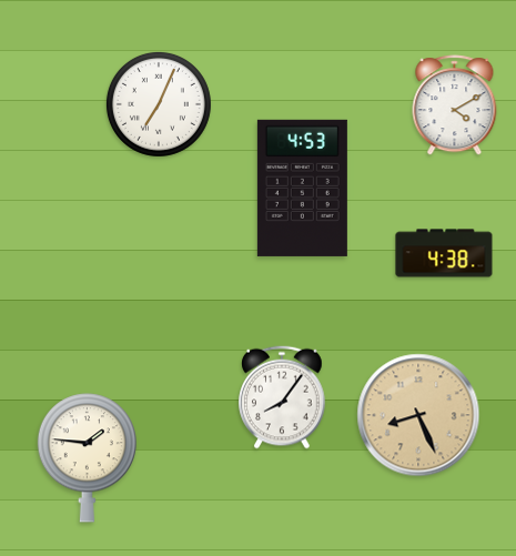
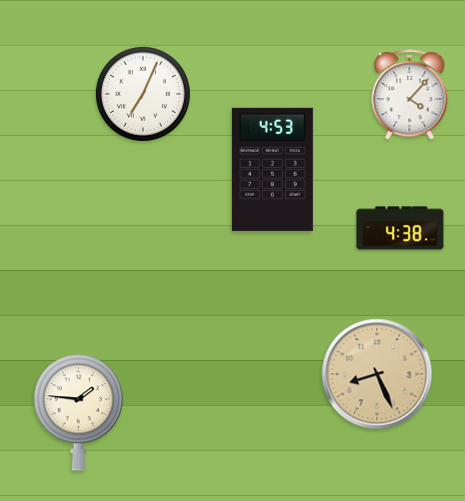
clock at (455, 105): 4:10 -> 4:07
clock at (282, 397): 8:06 -> none
